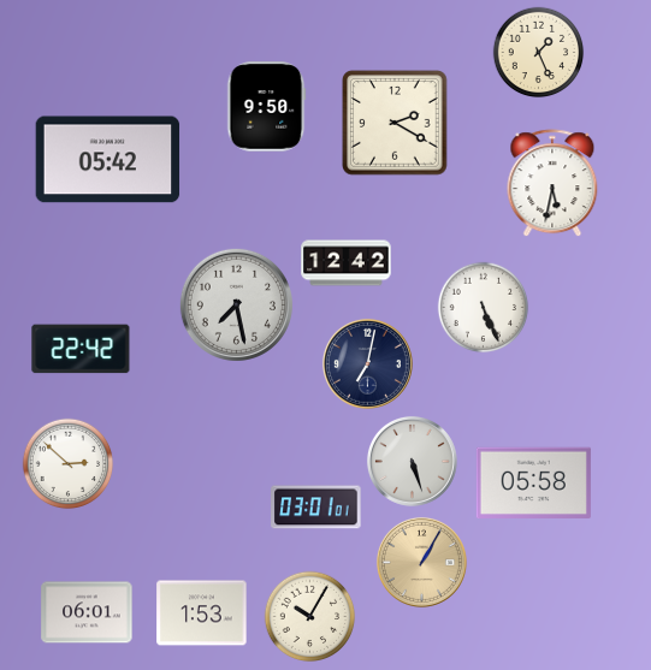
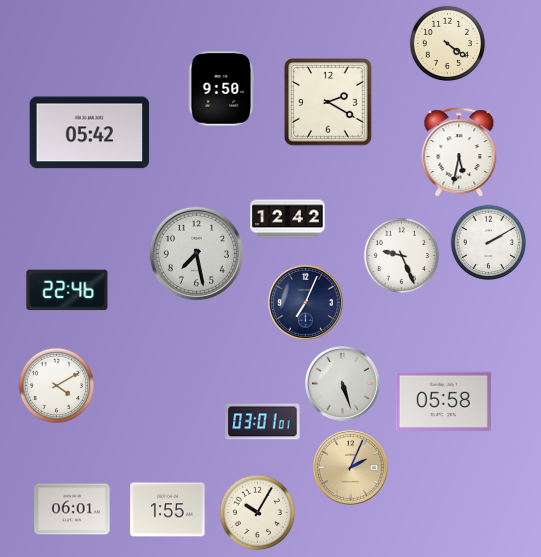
clock at (539, 53): 1:26 -> 4:21
clock at (489, 243): none -> 2:10
clock at (484, 308): 5:26 -> 9:26
clock at (81, 349): 22:42 -> 22:46
clock at (367, 363): 7:02 -> 7:04
clock at (69, 464): 2:52 -> 4:10
clock at (421, 562): 1:05 -> 2:04
clock at (202, 613): 1:53 -> 1:55
